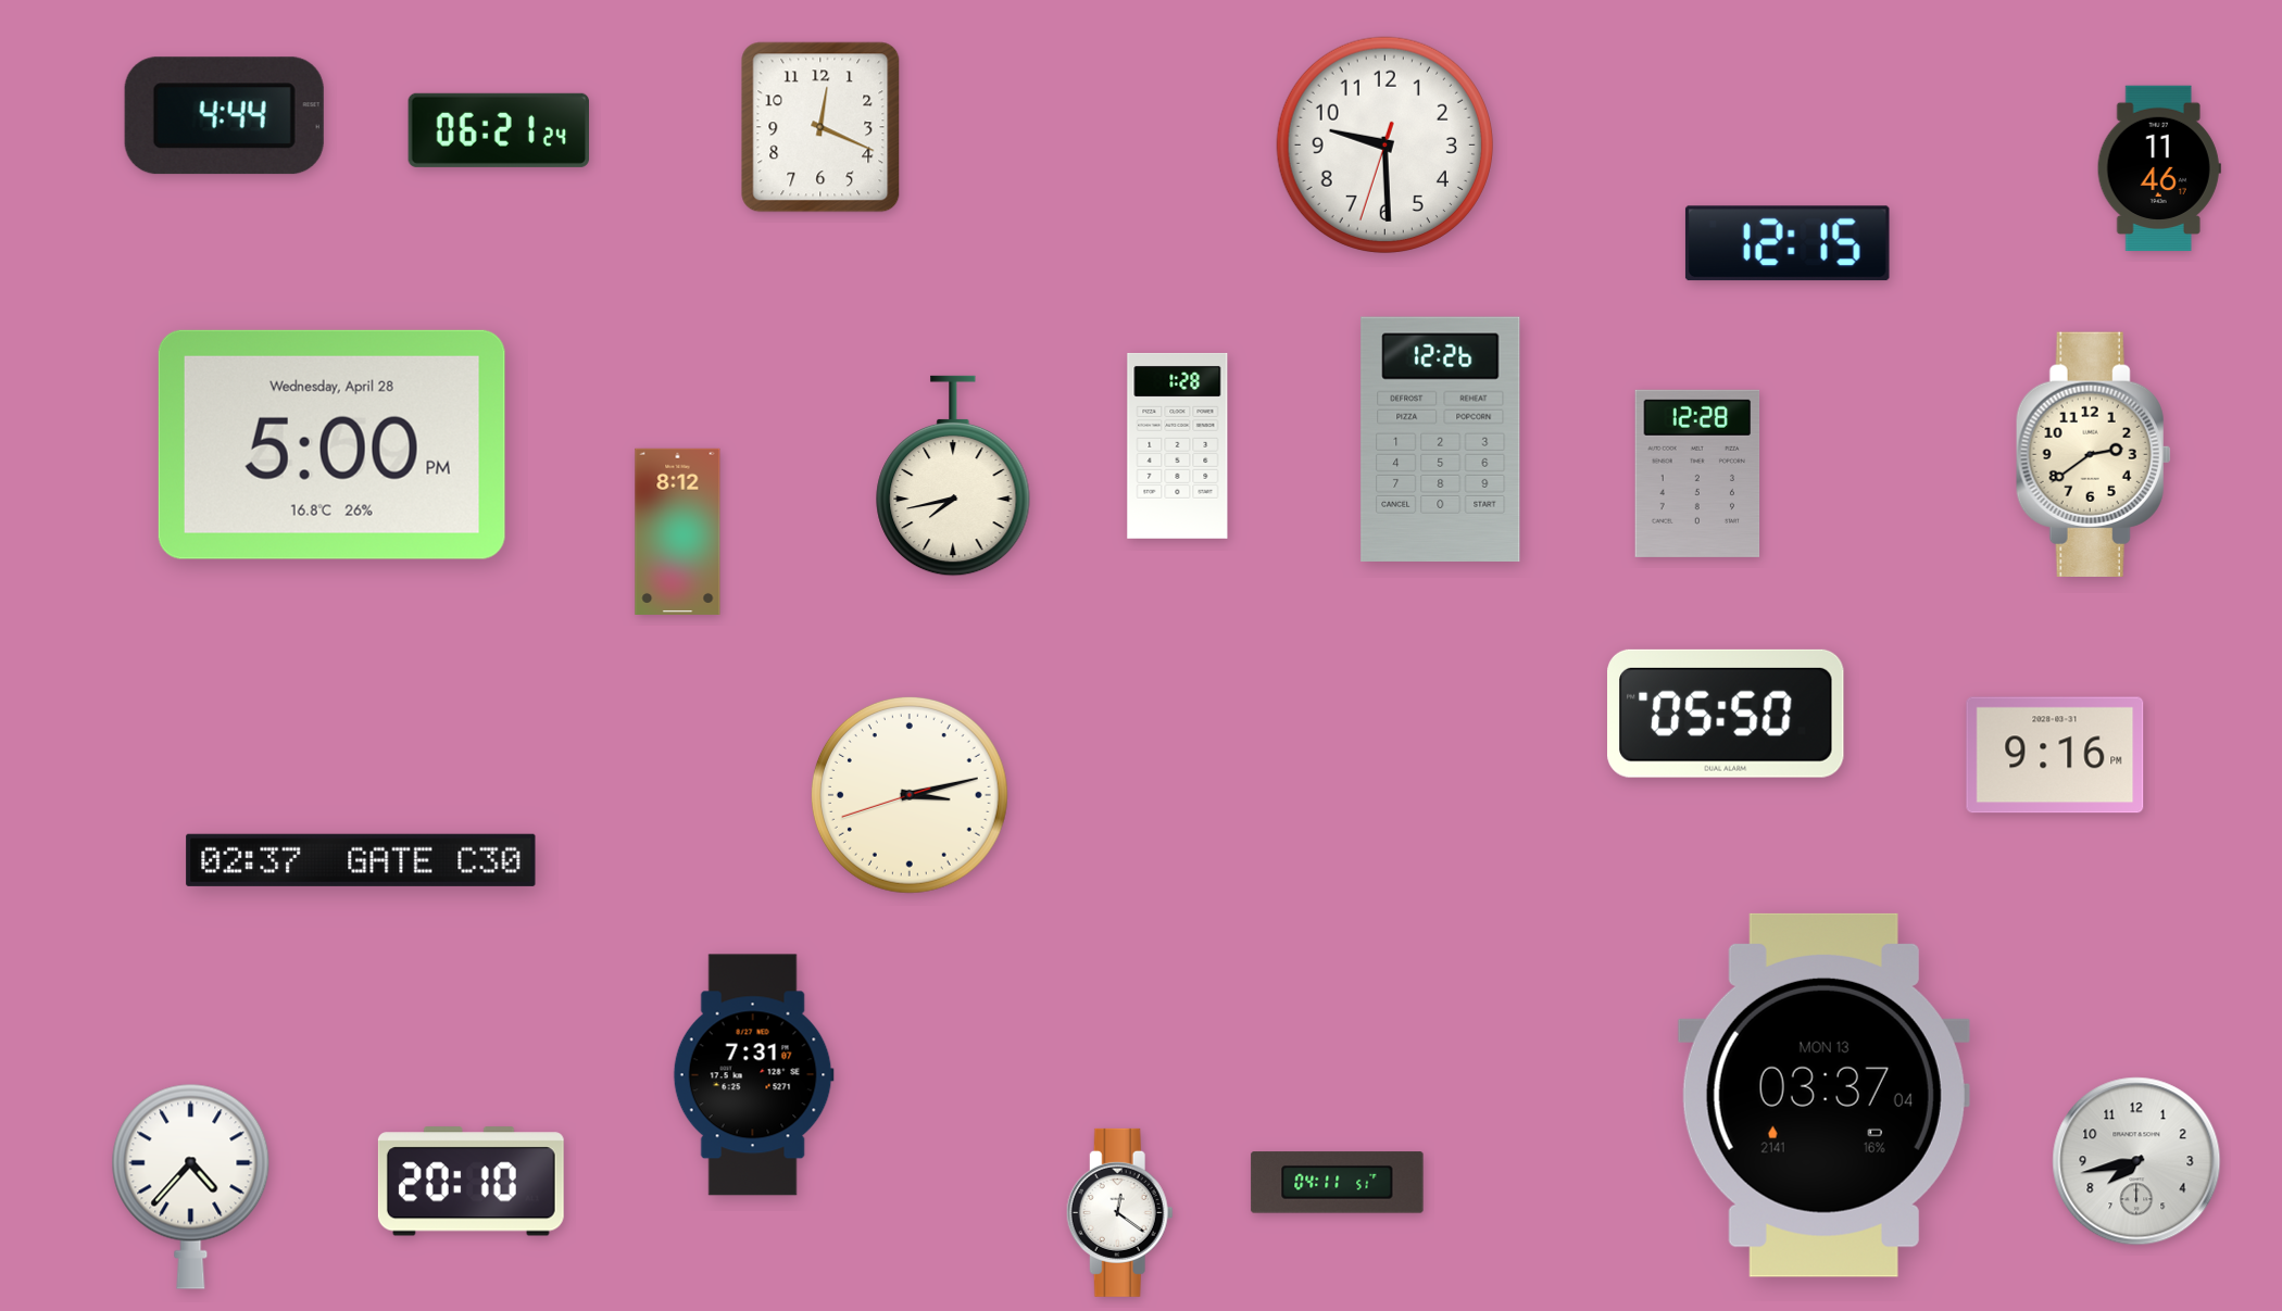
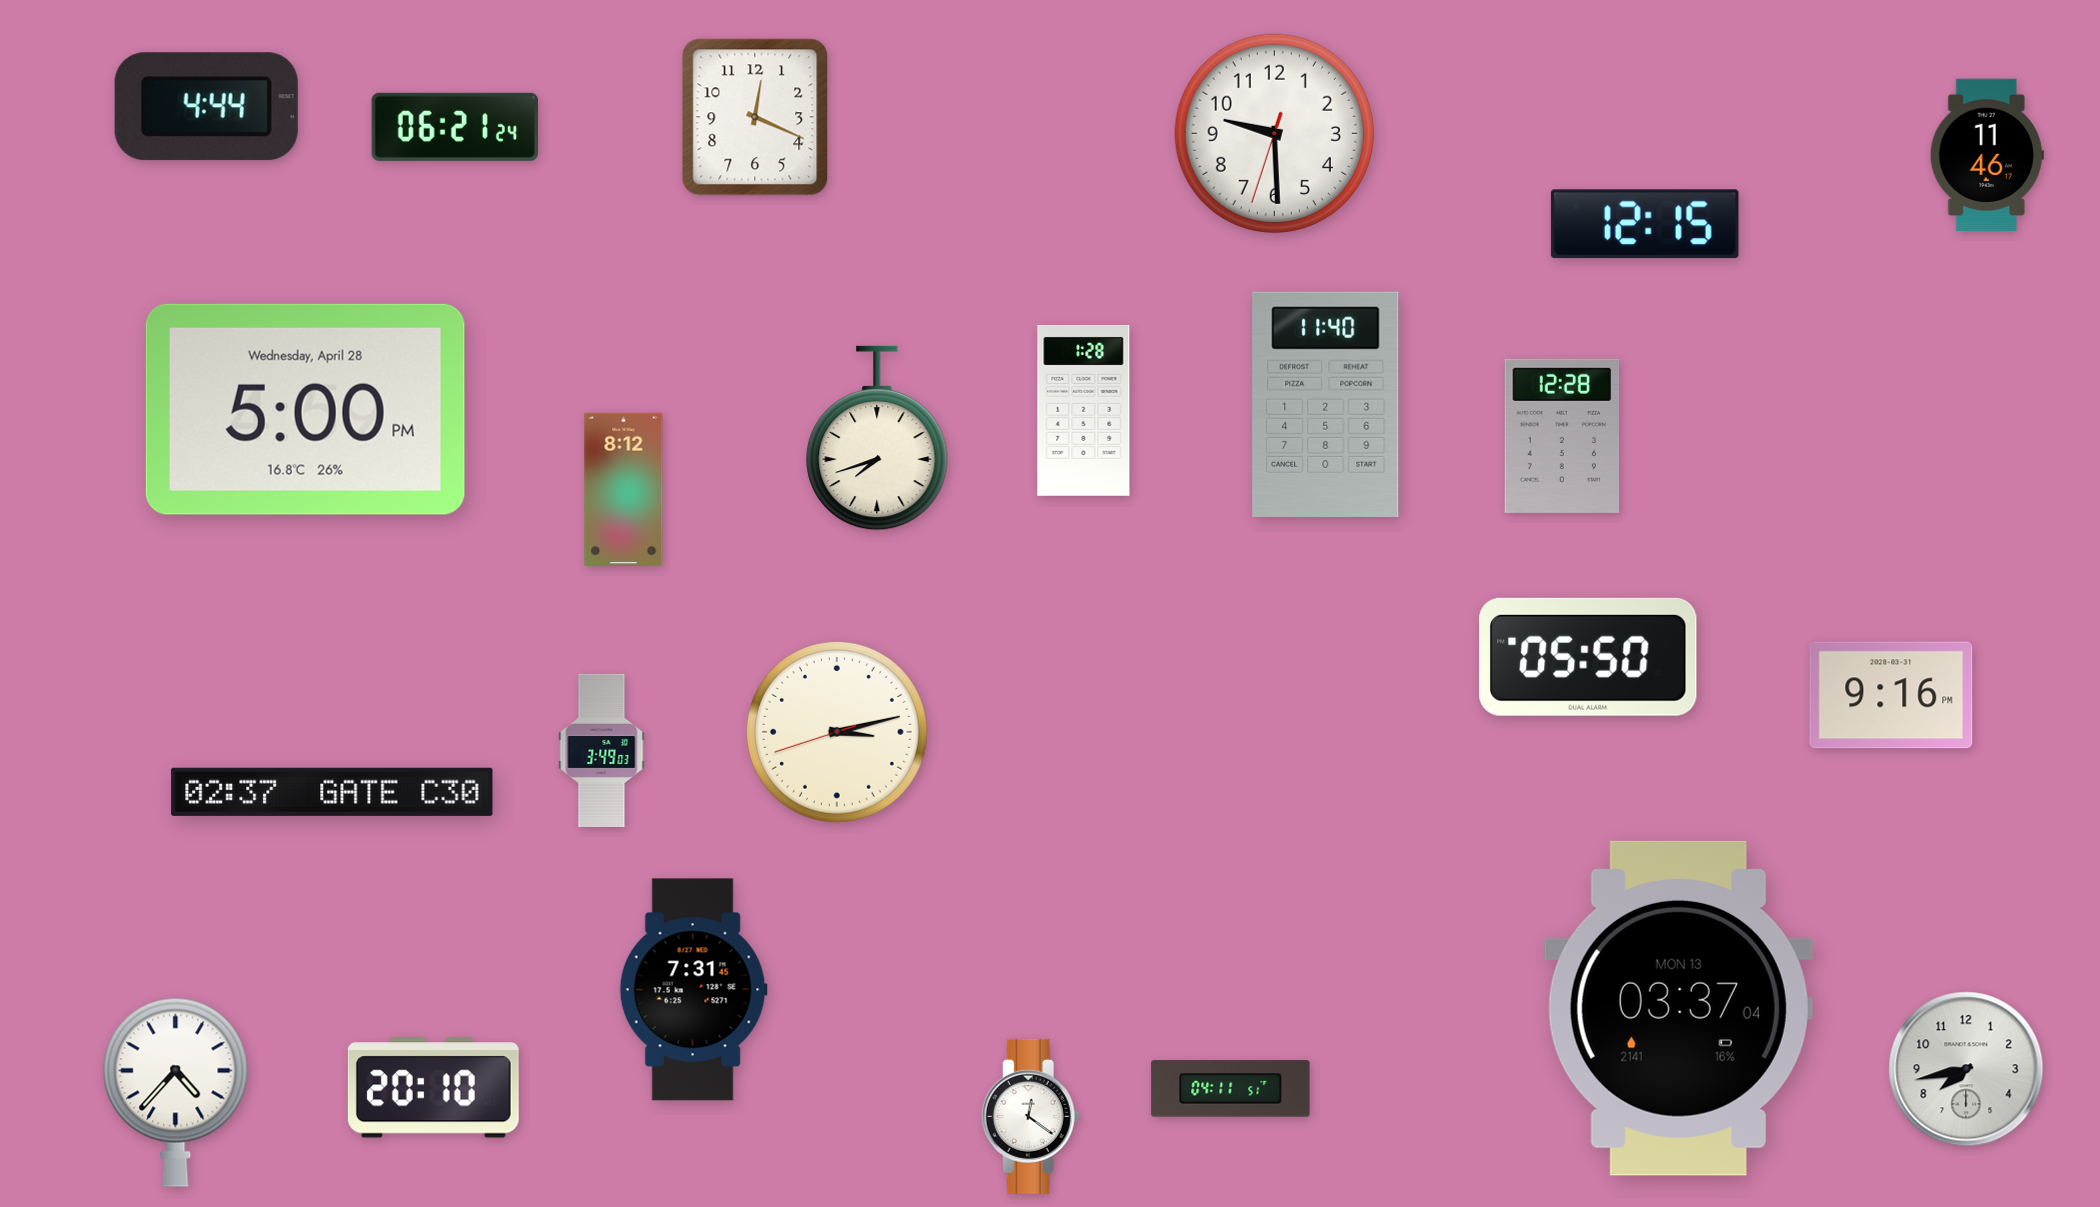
clock at (498, 130) position: (498, 130) -> (454, 127)
clock at (1441, 439): 12:26 -> 11:40
clock at (2093, 454): 2:39 -> none
clock at (953, 476): 7:43 -> 7:42
clock at (602, 750): none -> 3:49
clock at (753, 1075): 7:31:07 -> 7:31:45
